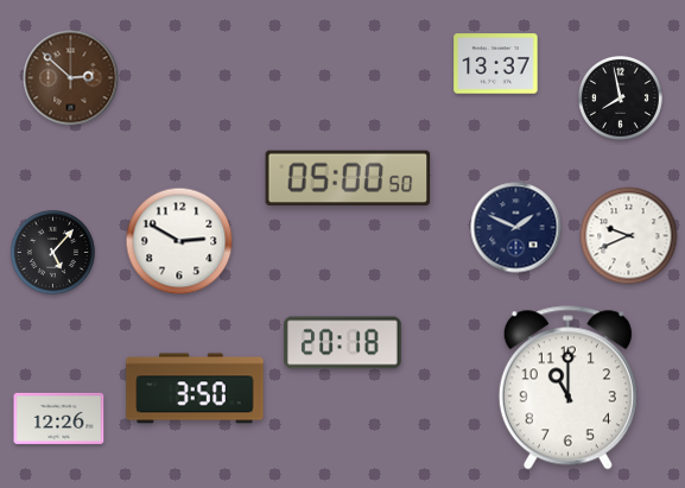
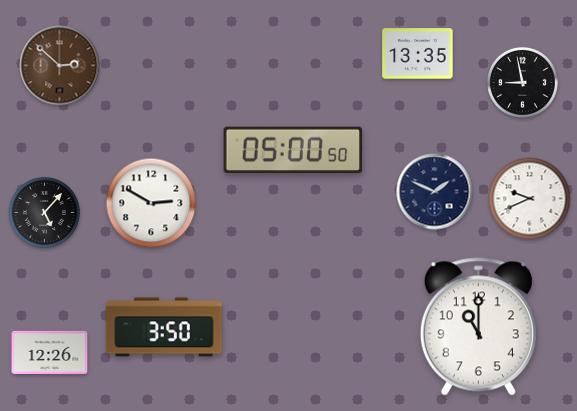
clock at (496, 64): 13:37 -> 13:35
clock at (620, 97): 7:58 -> 8:58
clock at (343, 343): 20:18 -> none
